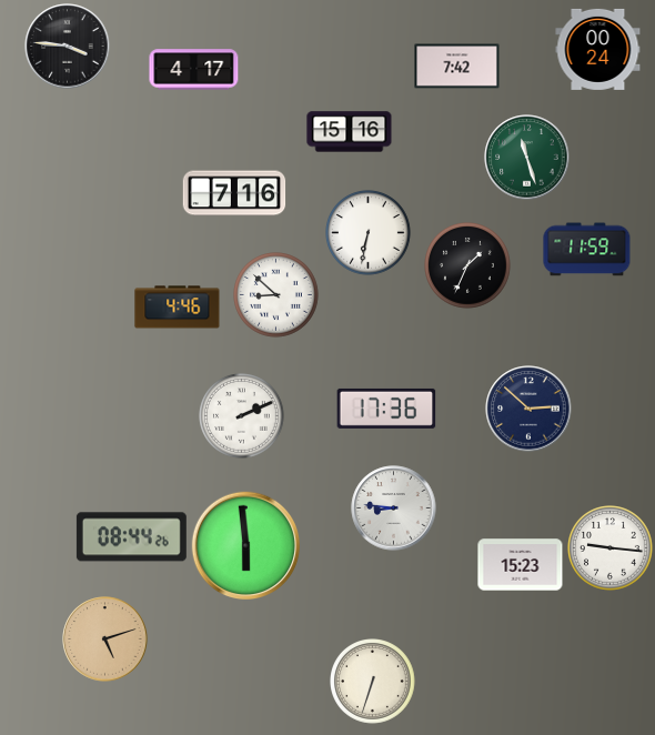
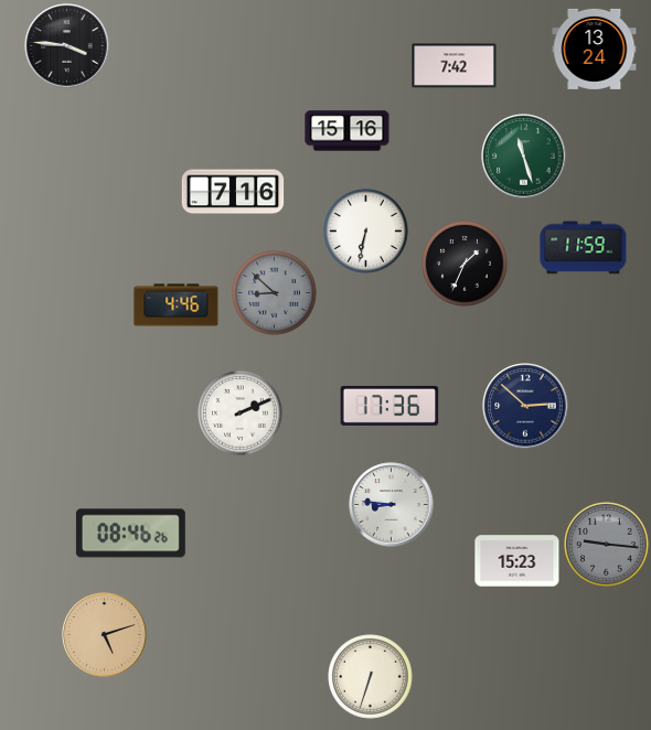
clock at (598, 49): 00:24 -> 13:24
clock at (194, 70): 4:17 -> none
clock at (276, 295) dial: white -> grey
clock at (386, 409) position: (386, 409) -> (389, 406)
clock at (131, 537): 08:44 -> 08:46
clock at (245, 545): 5:59 -> none
clock at (611, 548) dial: white -> grey
